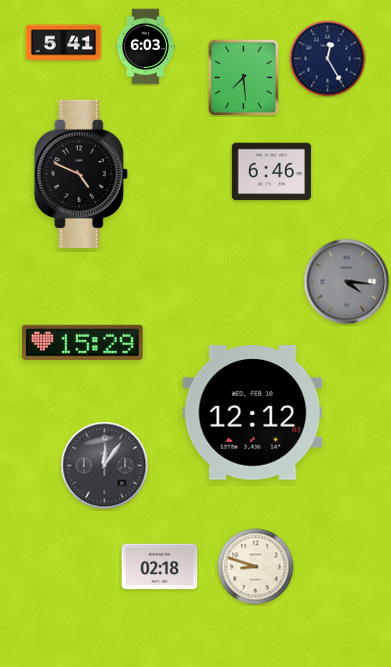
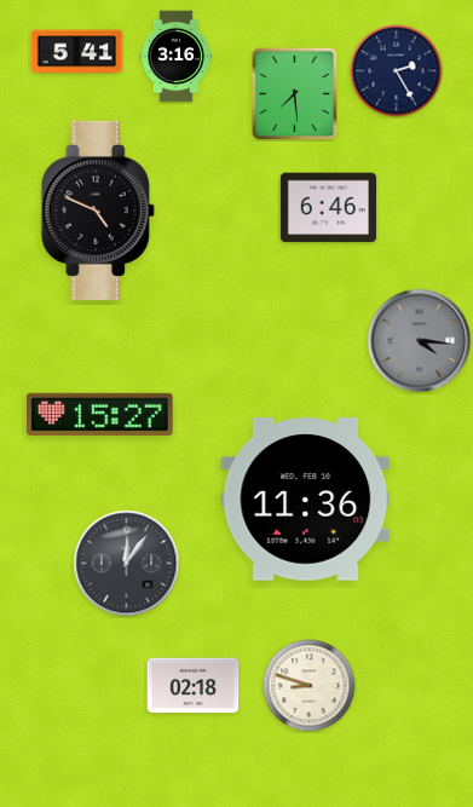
clock at (145, 47): 6:03 -> 3:16
clock at (328, 59): 12:25 -> 2:25
clock at (83, 342): 15:29 -> 15:27
clock at (253, 413): 12:12 -> 11:36
